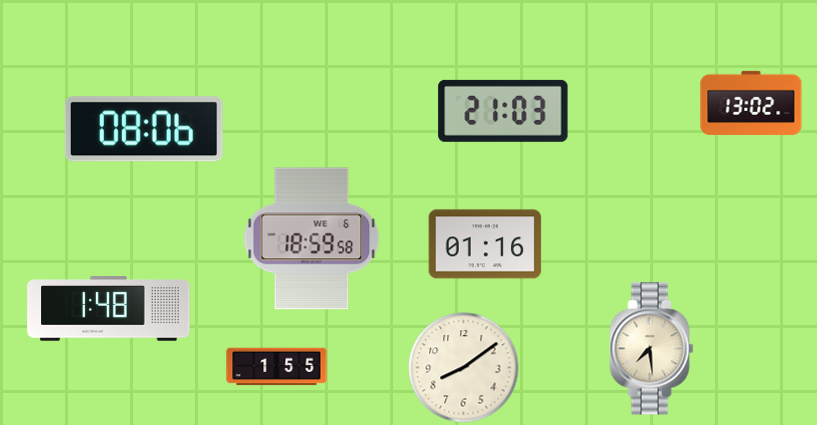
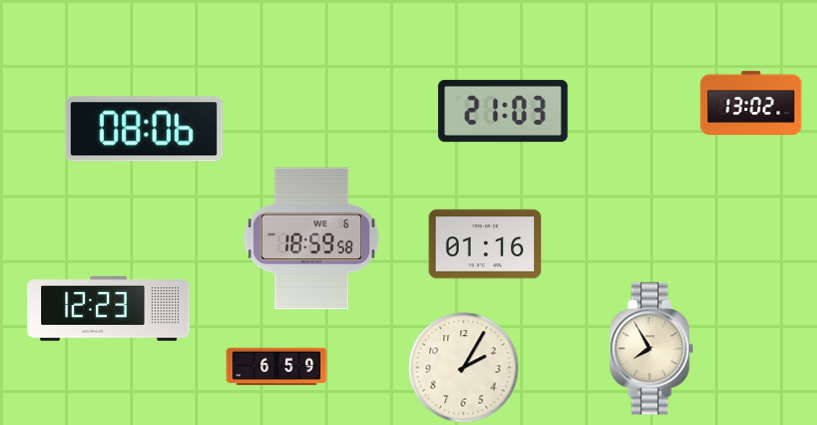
clock at (109, 309): 1:48 -> 12:23
clock at (652, 349): 7:29 -> 7:55
clock at (277, 367): 1:55 -> 6:59
clock at (464, 368): 8:09 -> 2:05
